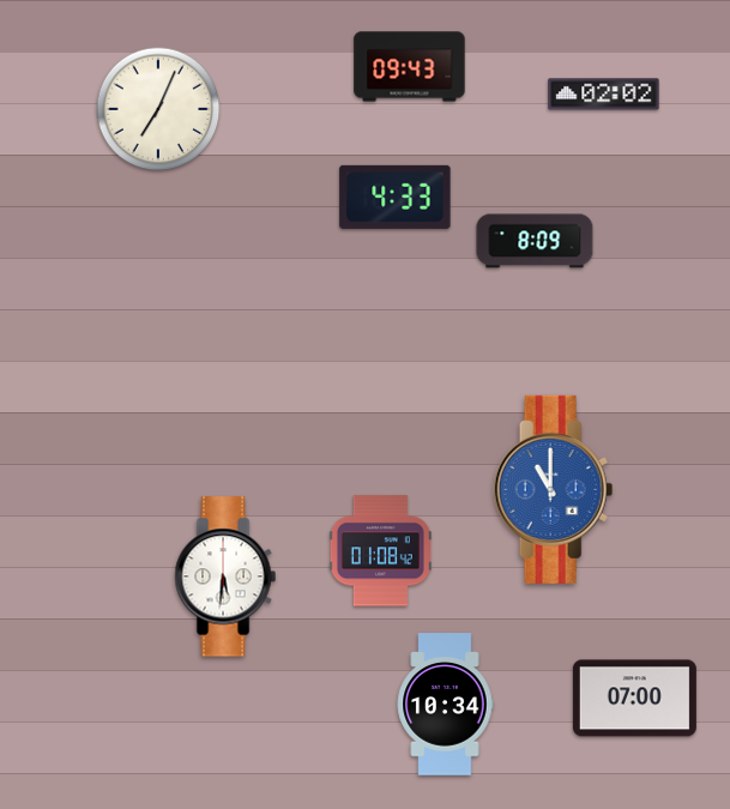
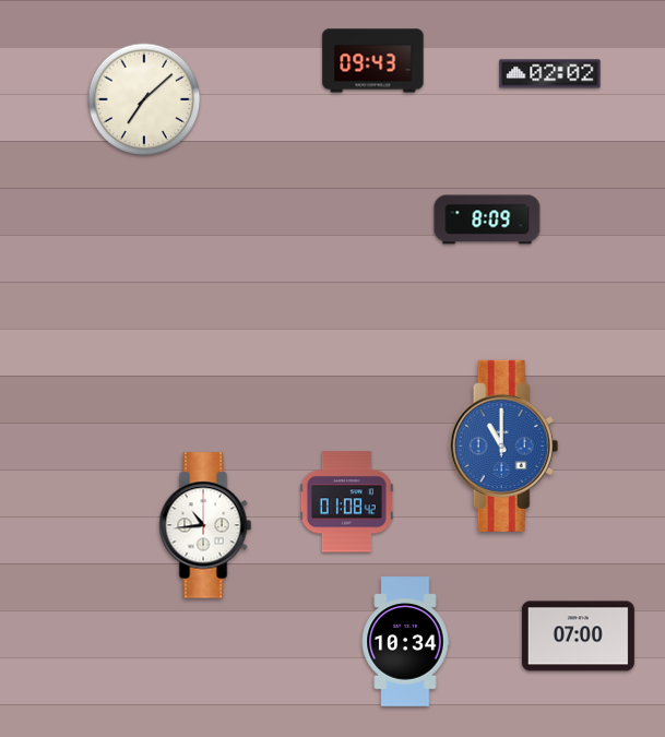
clock at (604, 95) position: (604, 95) -> (550, 74)
clock at (158, 109): 7:04 -> 7:08
clock at (396, 197): 4:33 -> none
clock at (225, 576): 5:31 -> 10:44
